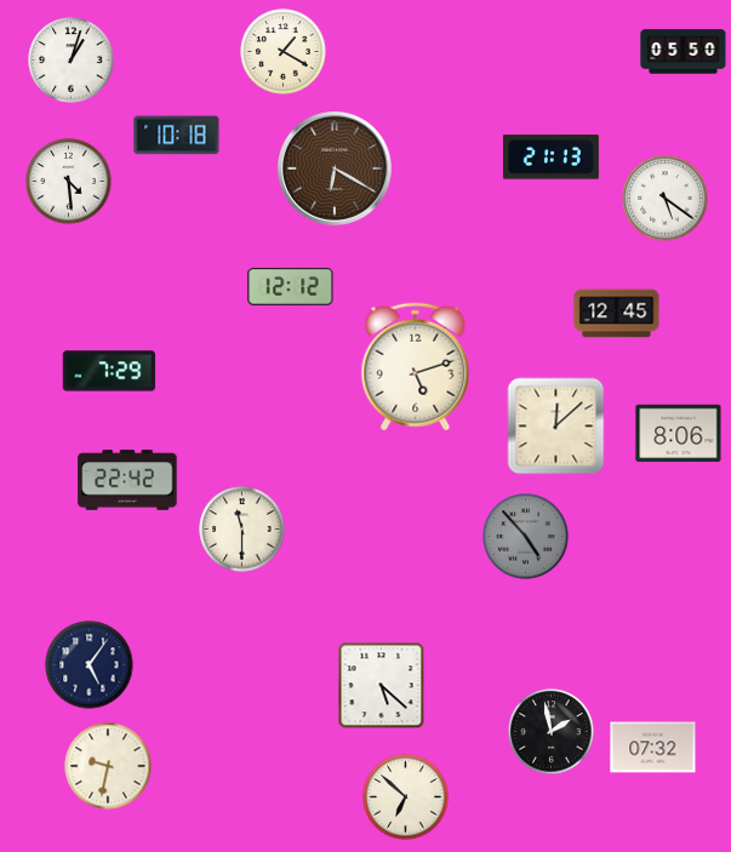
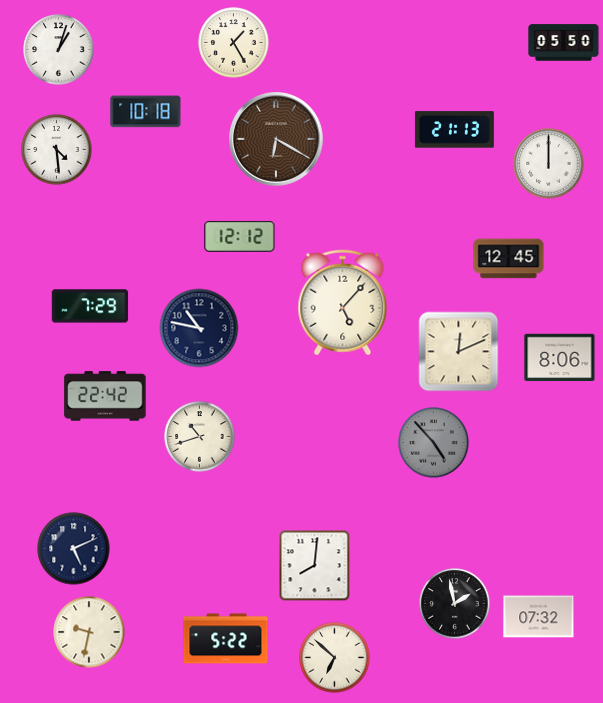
clock at (284, 52): 1:20 -> 1:25
clock at (666, 199): 5:21 -> 12:00
clock at (416, 367): 5:12 -> 5:07
clock at (199, 328): none -> 10:47
clock at (556, 427): 12:08 -> 12:11
clock at (242, 530): 11:30 -> 10:42
clock at (90, 665): 5:06 -> 5:11
clock at (382, 686): 5:22 -> 8:01
clock at (226, 639): none -> 5:22
